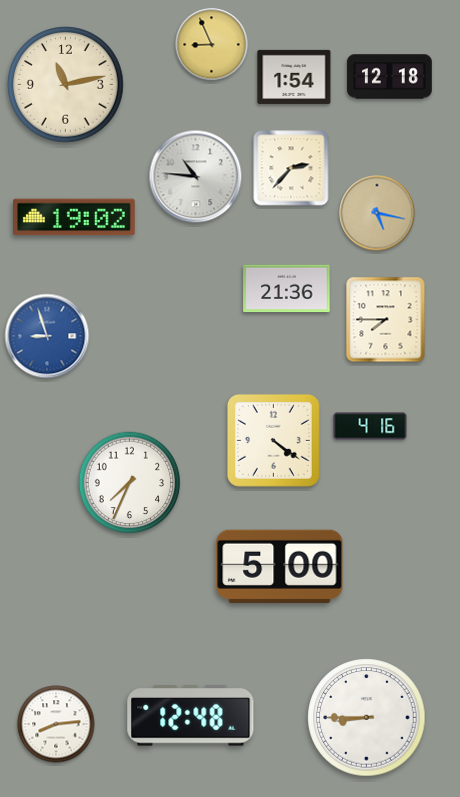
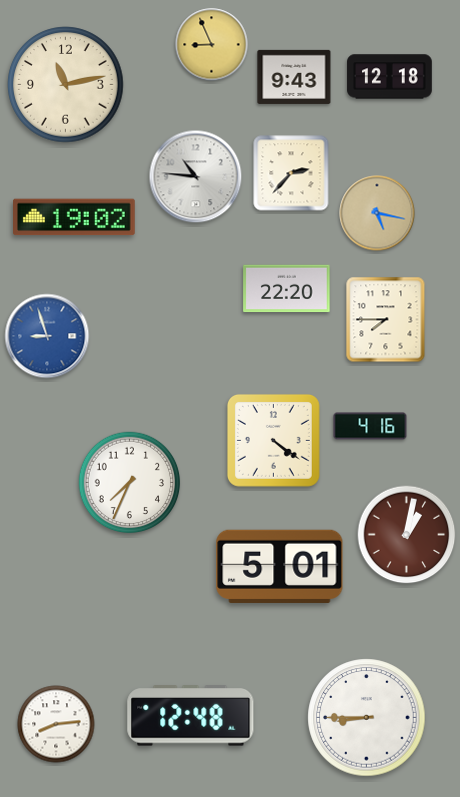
clock at (294, 77): 1:54 -> 9:43
clock at (291, 168) position: (291, 168) -> (291, 173)
clock at (287, 289): 21:36 -> 22:20
clock at (407, 535): none -> 1:02
clock at (280, 566): 5:00 -> 5:01
